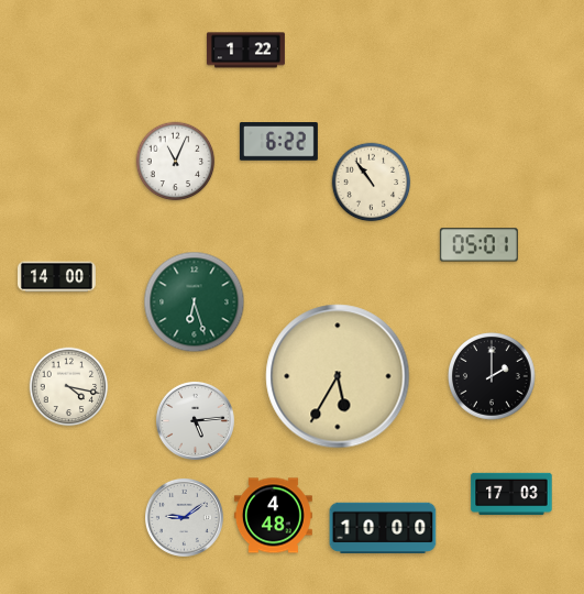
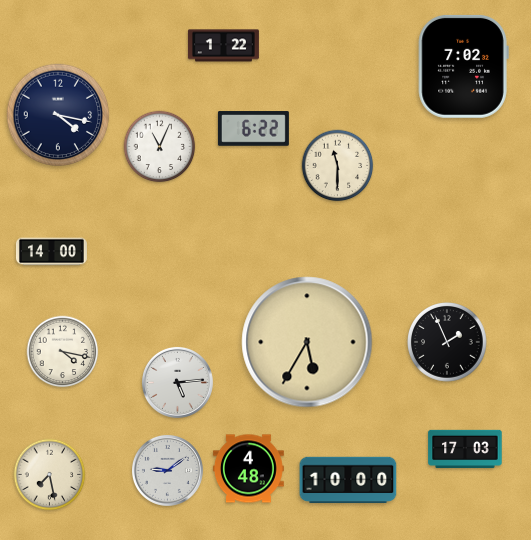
clock at (463, 66): none -> 7:02
clock at (58, 115): none -> 4:17
clock at (372, 183): 10:54 -> 11:30
clock at (478, 245): 05:01 -> none
clock at (195, 302): 6:27 -> none
clock at (493, 377): 2:00 -> 1:56
clock at (50, 475): none -> 7:28
